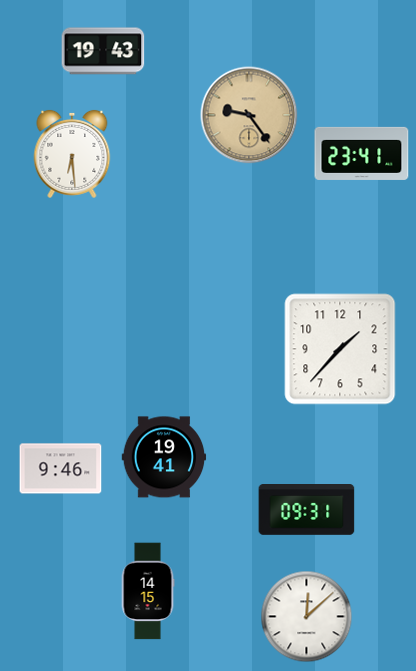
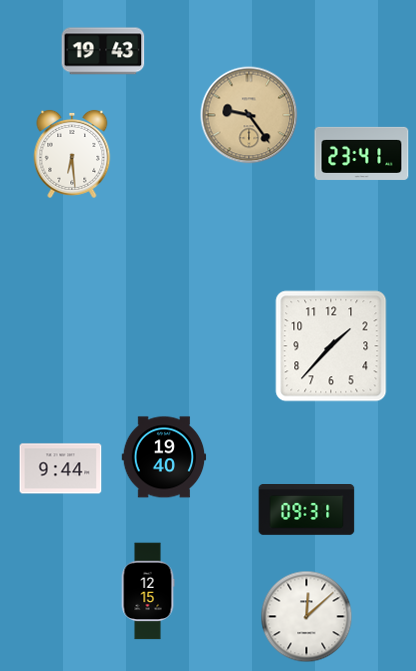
clock at (340, 349) position: (340, 349) -> (331, 346)
clock at (164, 457): 19:41 -> 19:40
clock at (61, 469): 9:46 -> 9:44
clock at (148, 591): 14:15 -> 12:15
